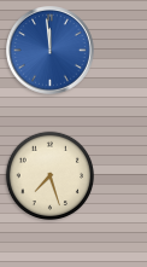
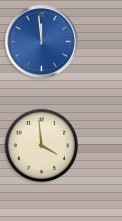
clock at (51, 176): 7:27 -> 3:59
